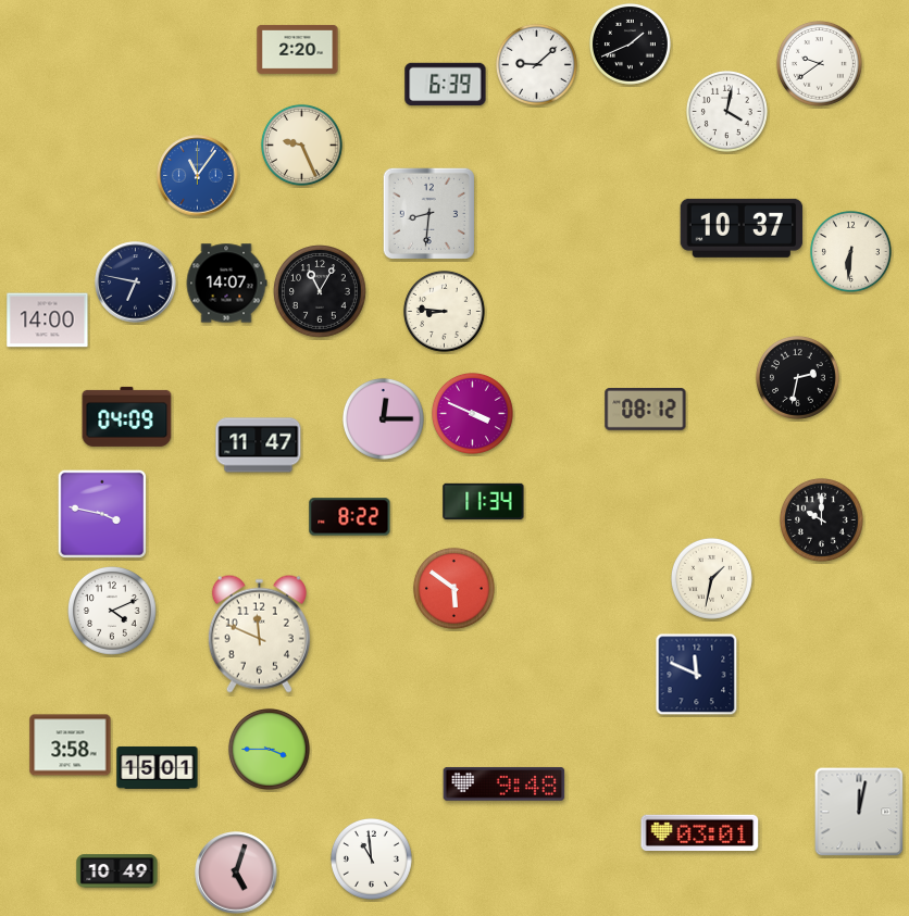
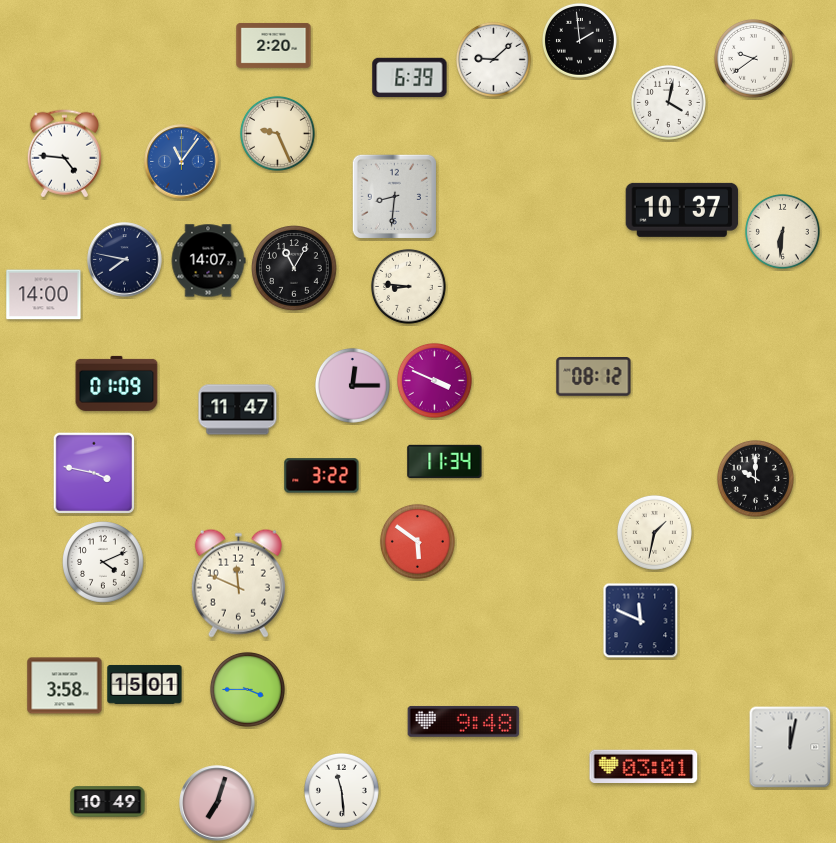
clock at (630, 43): 1:41 -> 1:59
clock at (64, 154): none -> 4:46
clock at (136, 283): 6:47 -> 7:47
clock at (797, 377): 2:32 -> none
clock at (127, 416): 04:09 -> 01:09
clock at (350, 517): 8:22 -> 3:22
clock at (158, 767) position: (158, 767) -> (145, 684)
clock at (371, 858): 10:59 -> 11:29
clock at (236, 873): 5:03 -> 7:03
